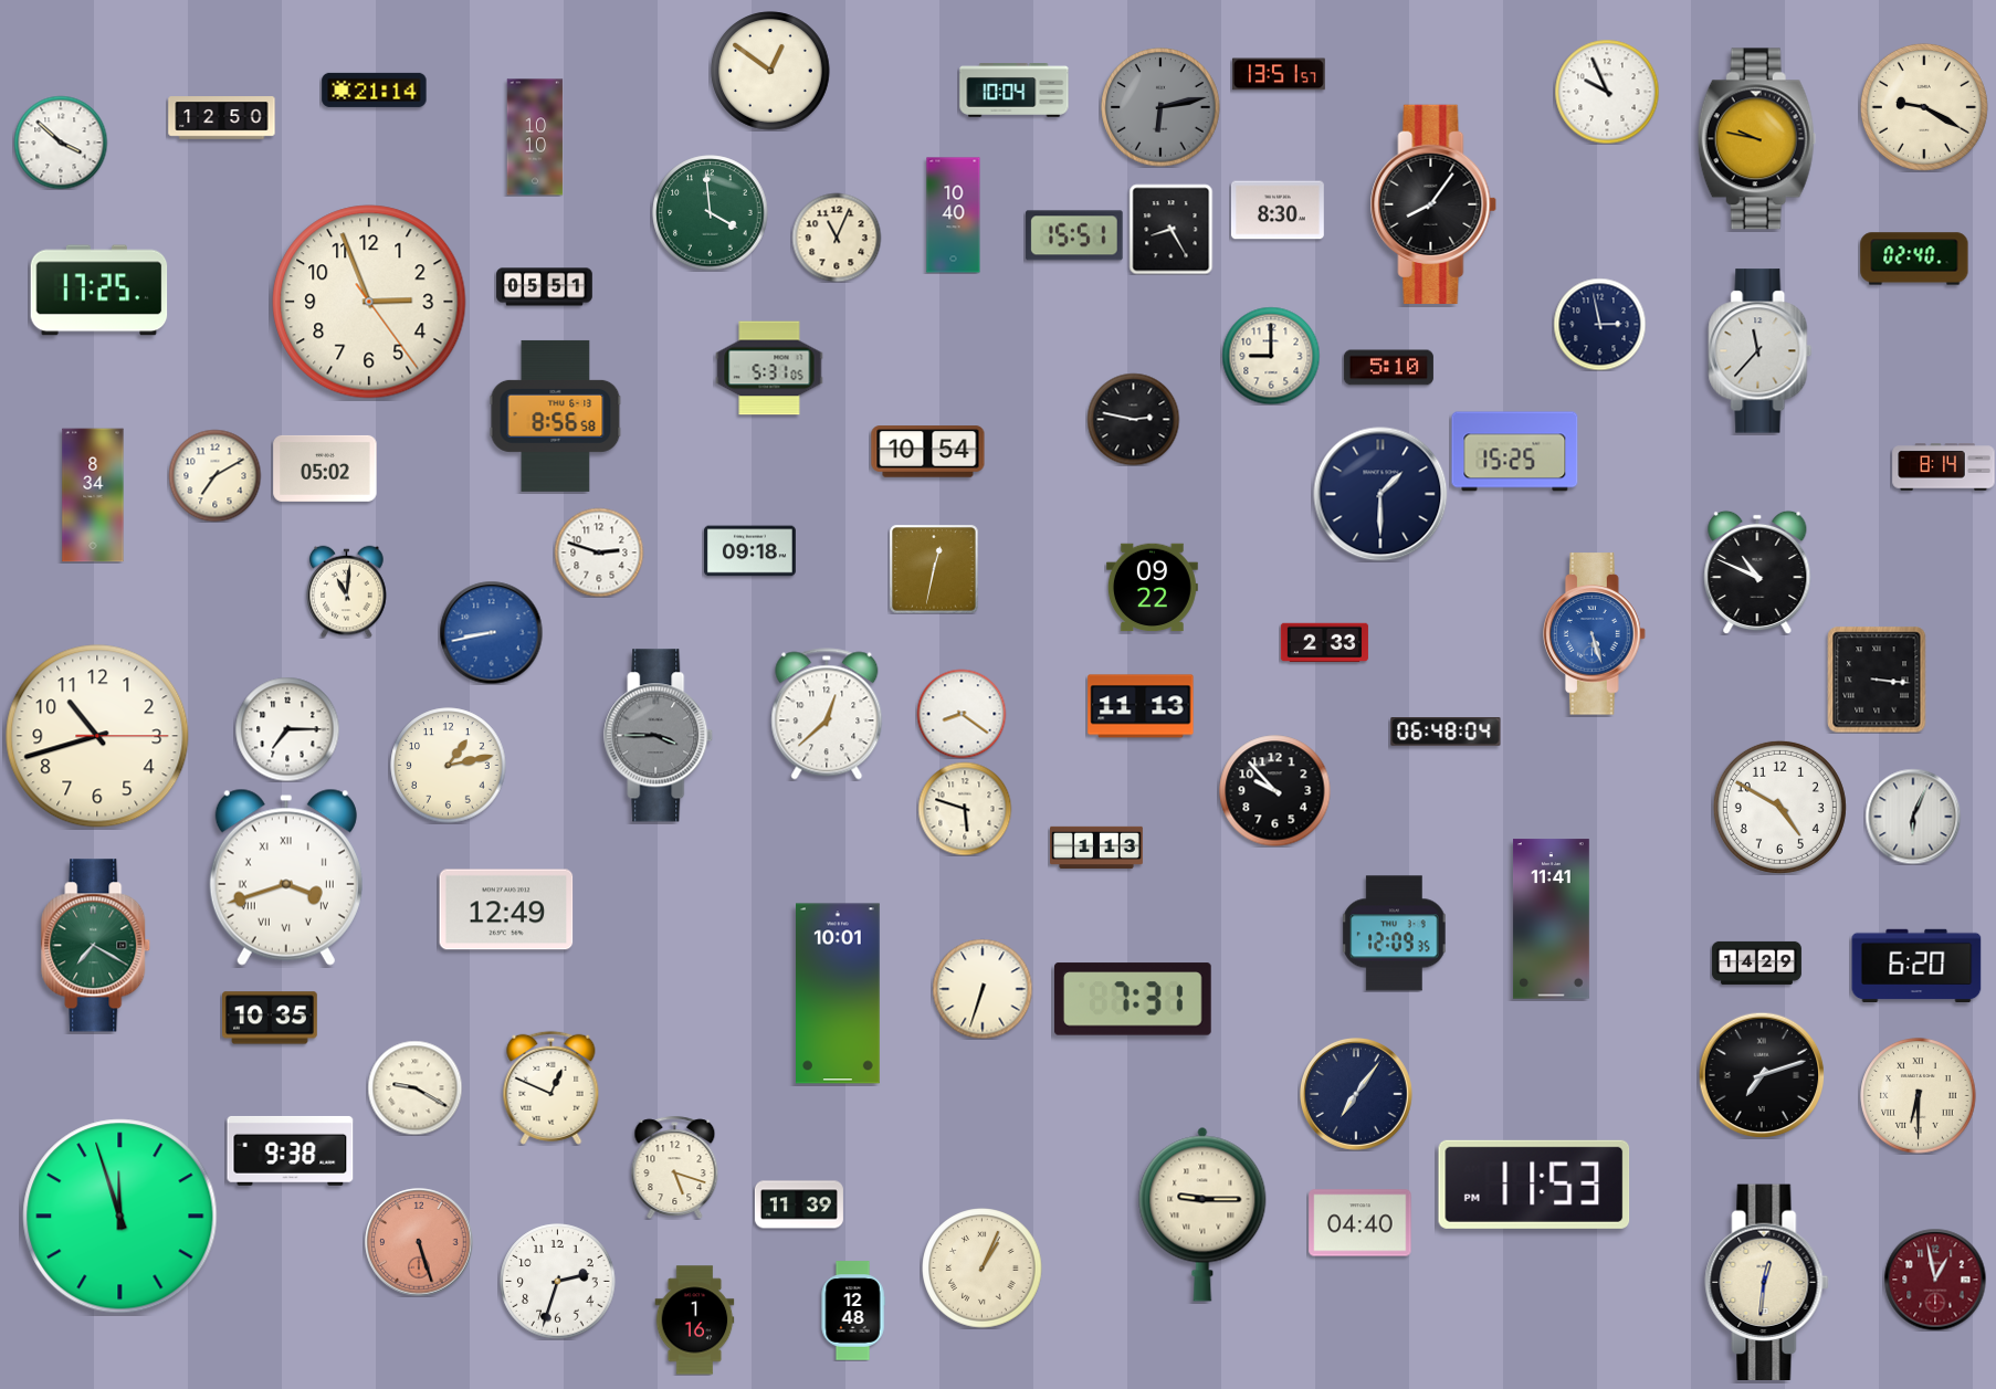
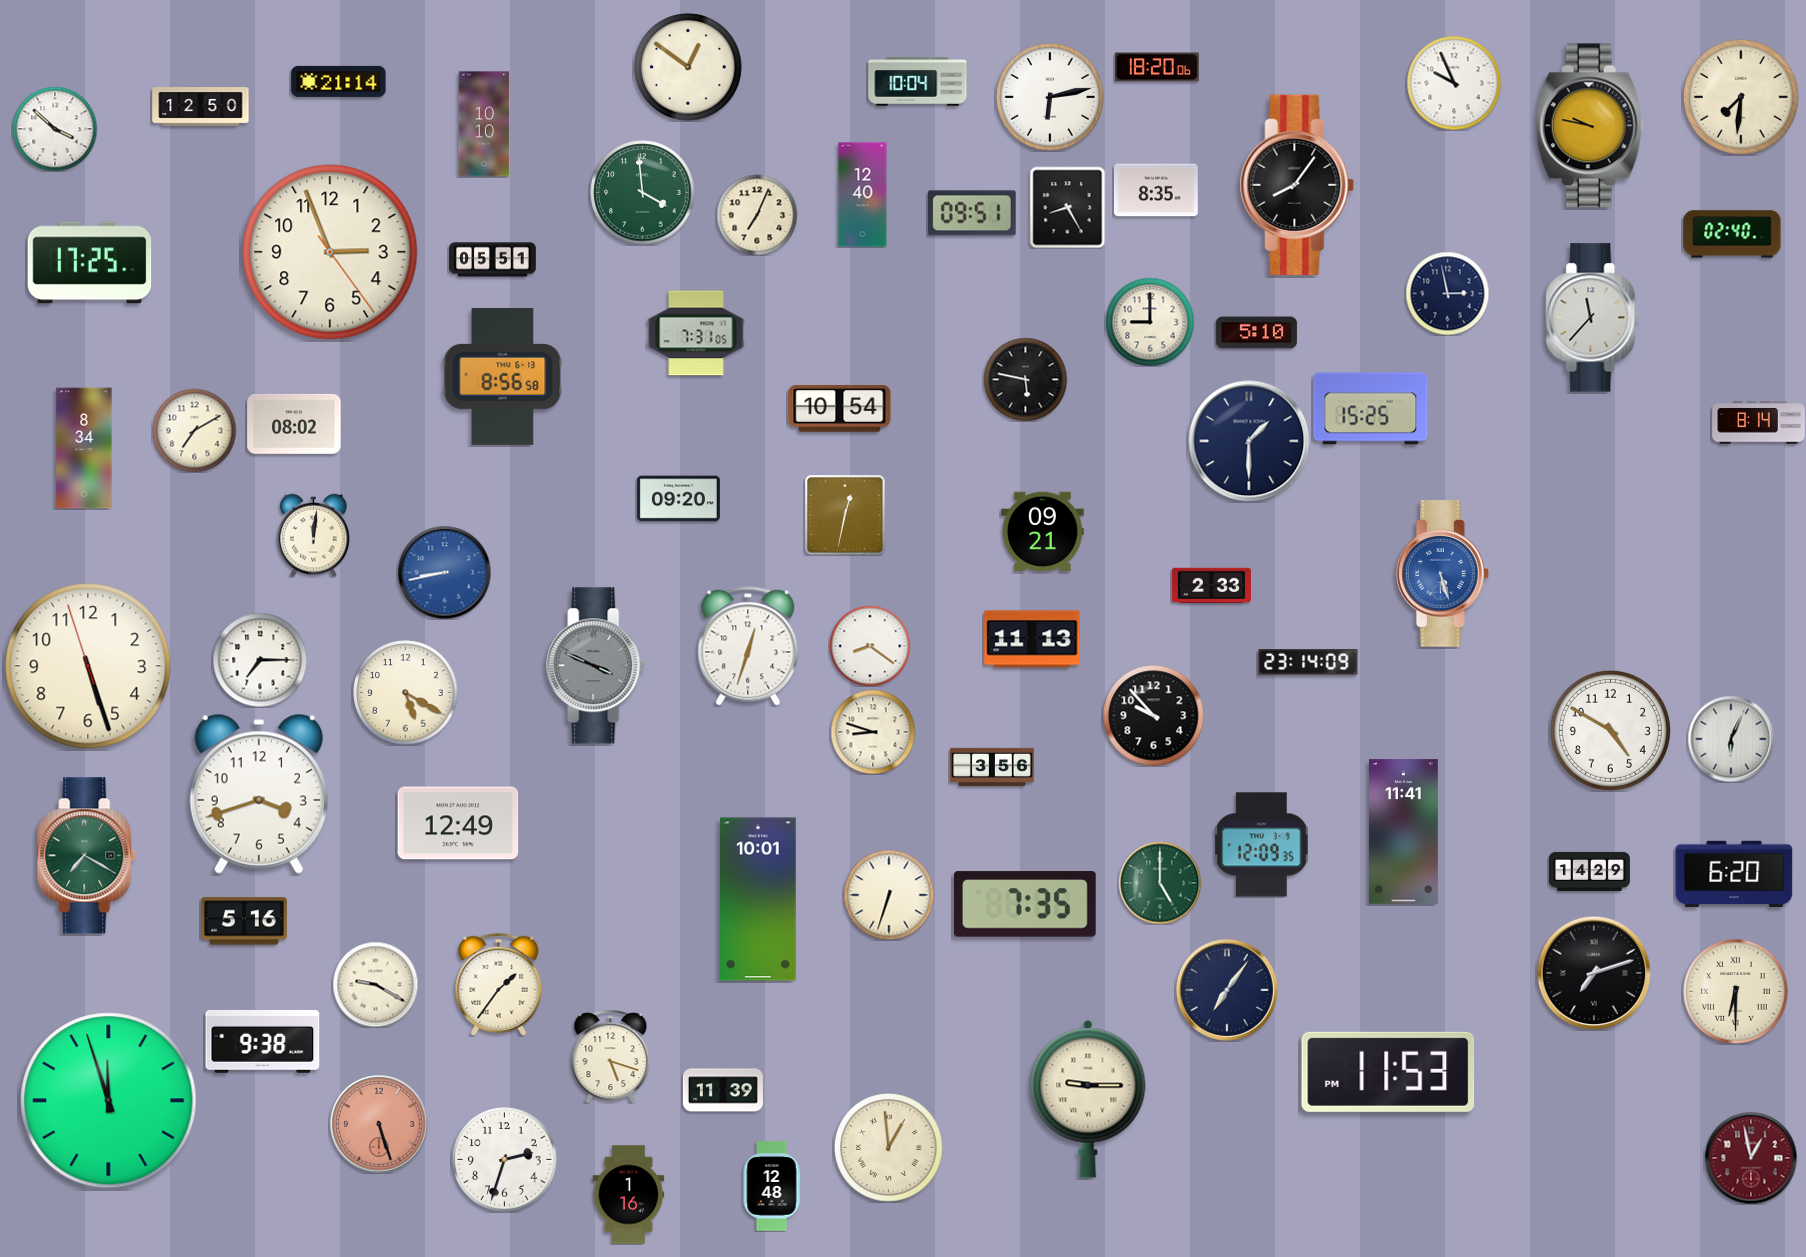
clock at (770, 71) position: (770, 71) -> (688, 67)
clock at (1279, 74): 13:51 -> 18:20
clock at (1160, 107) dial: grey -> white
clock at (1924, 107): 9:20 -> 7:31
clock at (1278, 210): 8:30 -> 8:35
clock at (954, 215): 10:40 -> 12:40
clock at (1172, 229) position: (1172, 229) -> (1068, 207)
clock at (1074, 235): 15:51 -> 09:51
clock at (837, 238): 11:04 -> 7:04
clock at (369, 302) position: (369, 302) -> (330, 252)
clock at (769, 368): 5:31 -> 7:31
clock at (1133, 419): 2:47 -> 5:47
clock at (325, 469): 05:02 -> 08:02
clock at (1380, 494) position: (1380, 494) -> (1249, 441)
clock at (749, 551): 09:18 -> 09:20
clock at (599, 553): 2:48 -> none
clock at (1757, 572): 10:49 -> none
clock at (1152, 588): 09:22 -> 09:21
clock at (347, 591): 11:01 -> 12:01
clock at (1324, 643) position: (1324, 643) -> (1211, 586)
clock at (1877, 680): 3:16 -> none
clock at (827, 714): 12:38 -> 12:33
clock at (1446, 732): 06:48 -> 23:14
clock at (97, 736): 10:42 -> 5:26
clock at (659, 736): 3:45 -> 3:49
clock at (449, 766): 1:13 -> 5:20
clock at (965, 809): 5:48 -> 8:48
clock at (1097, 848): 1:13 -> 3:56
clock at (286, 877) numerals: Roman -> Arabic
clock at (1160, 883): none -> 5:00
clock at (1134, 999): 7:31 -> 7:35
clock at (271, 1018): 10:35 -> 5:16
clock at (551, 1087): 12:49 -> 1:36
clock at (1361, 1223): 04:40 -> none
clock at (983, 1269): 1:04 -> 12:59
clock at (1767, 1283): 12:31 -> none
